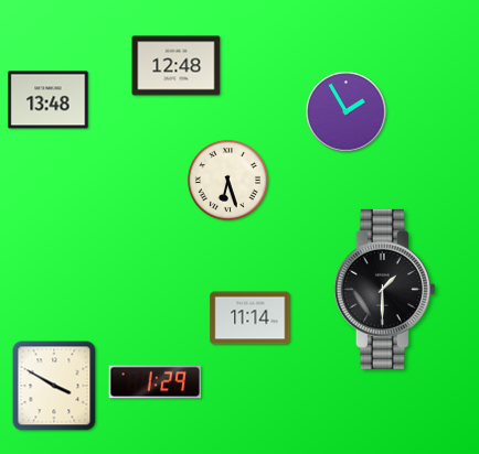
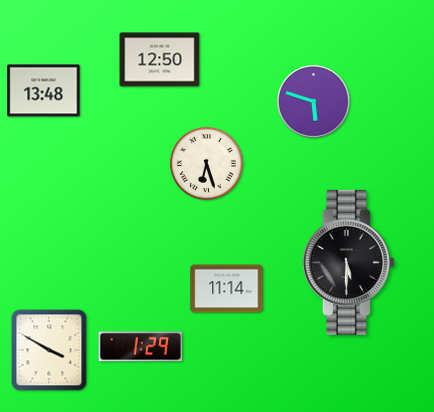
clock at (177, 66): 12:48 -> 12:50
clock at (347, 112): 1:55 -> 5:48
clock at (384, 289): 1:30 -> 5:30
